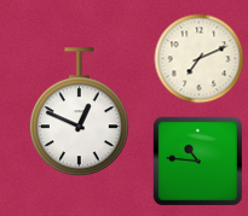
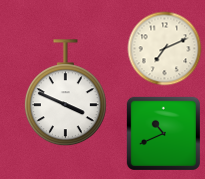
clock at (79, 112): 12:49 -> 3:49
clock at (197, 160): 10:46 -> 10:41
